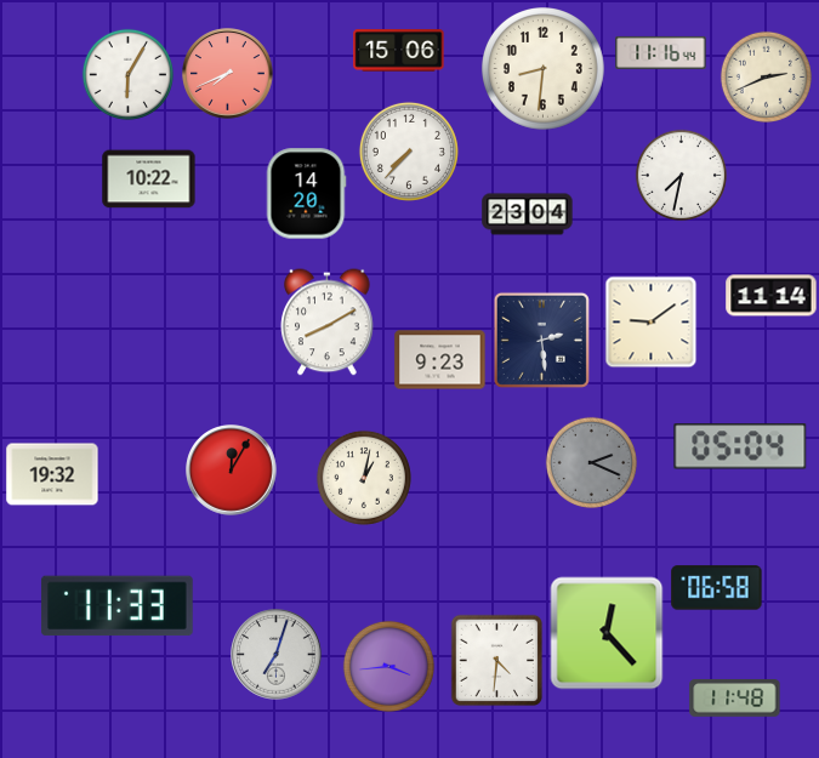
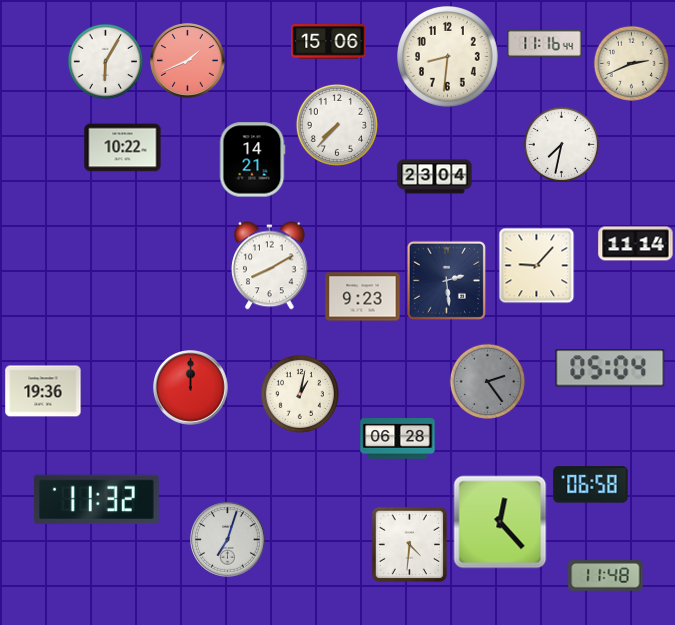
clock at (228, 74): 7:41 -> 1:41
clock at (306, 194): 14:20 -> 14:21
clock at (652, 323): 9:09 -> 9:07
clock at (591, 462): 2:19 -> 2:24
clock at (232, 471): 12:05 -> 12:00
clock at (52, 474): 19:32 -> 19:36
clock at (398, 439): none -> 06:28
clock at (116, 606): 11:33 -> 11:32
clock at (388, 666): 3:44 -> none
